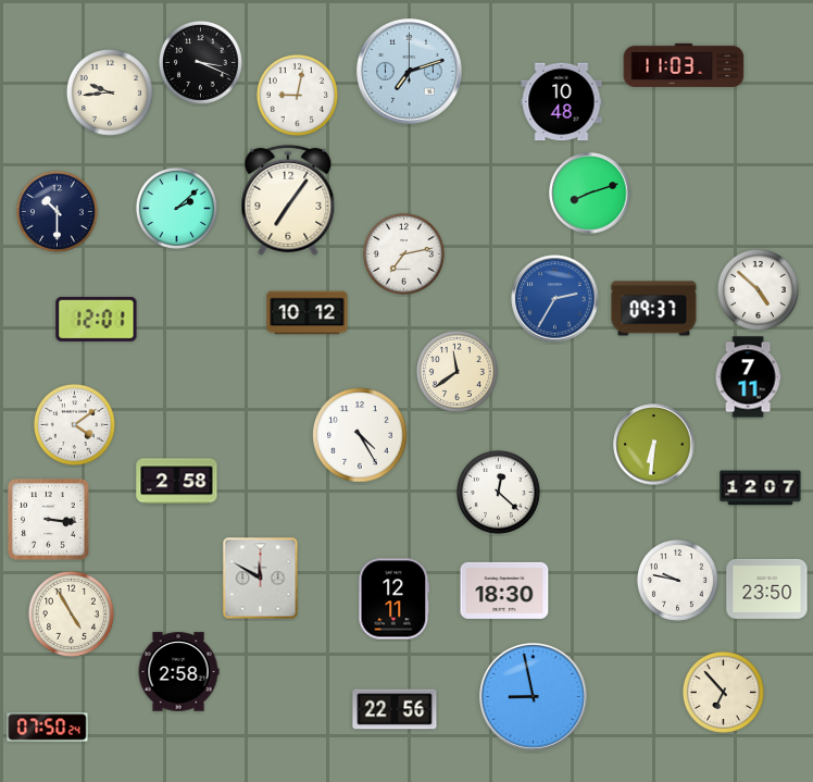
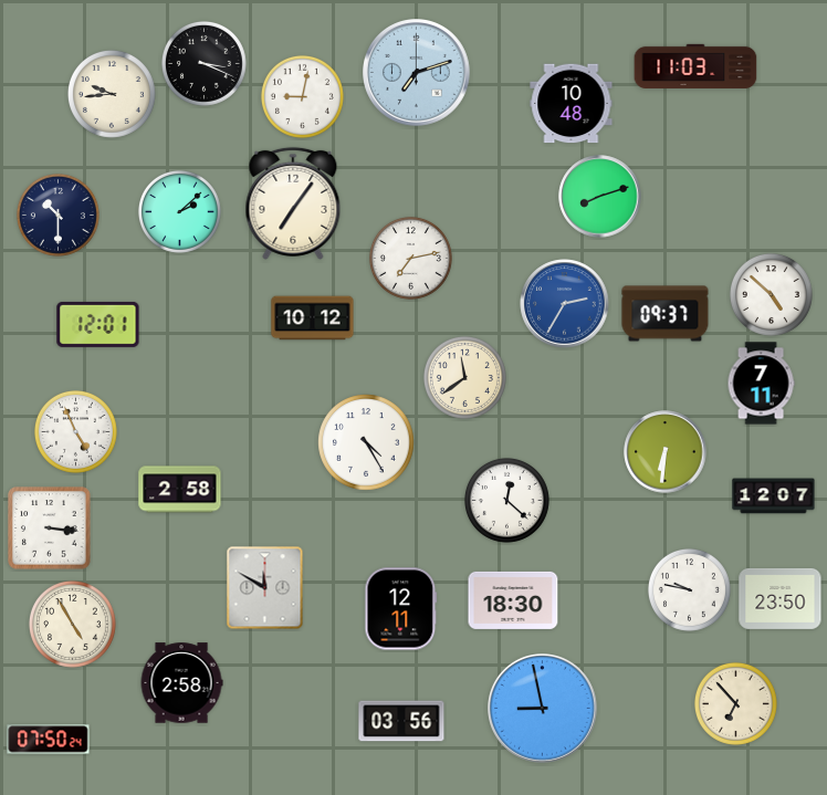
clock at (74, 424): 4:09 -> 4:56
clock at (395, 709): 22:56 -> 03:56
